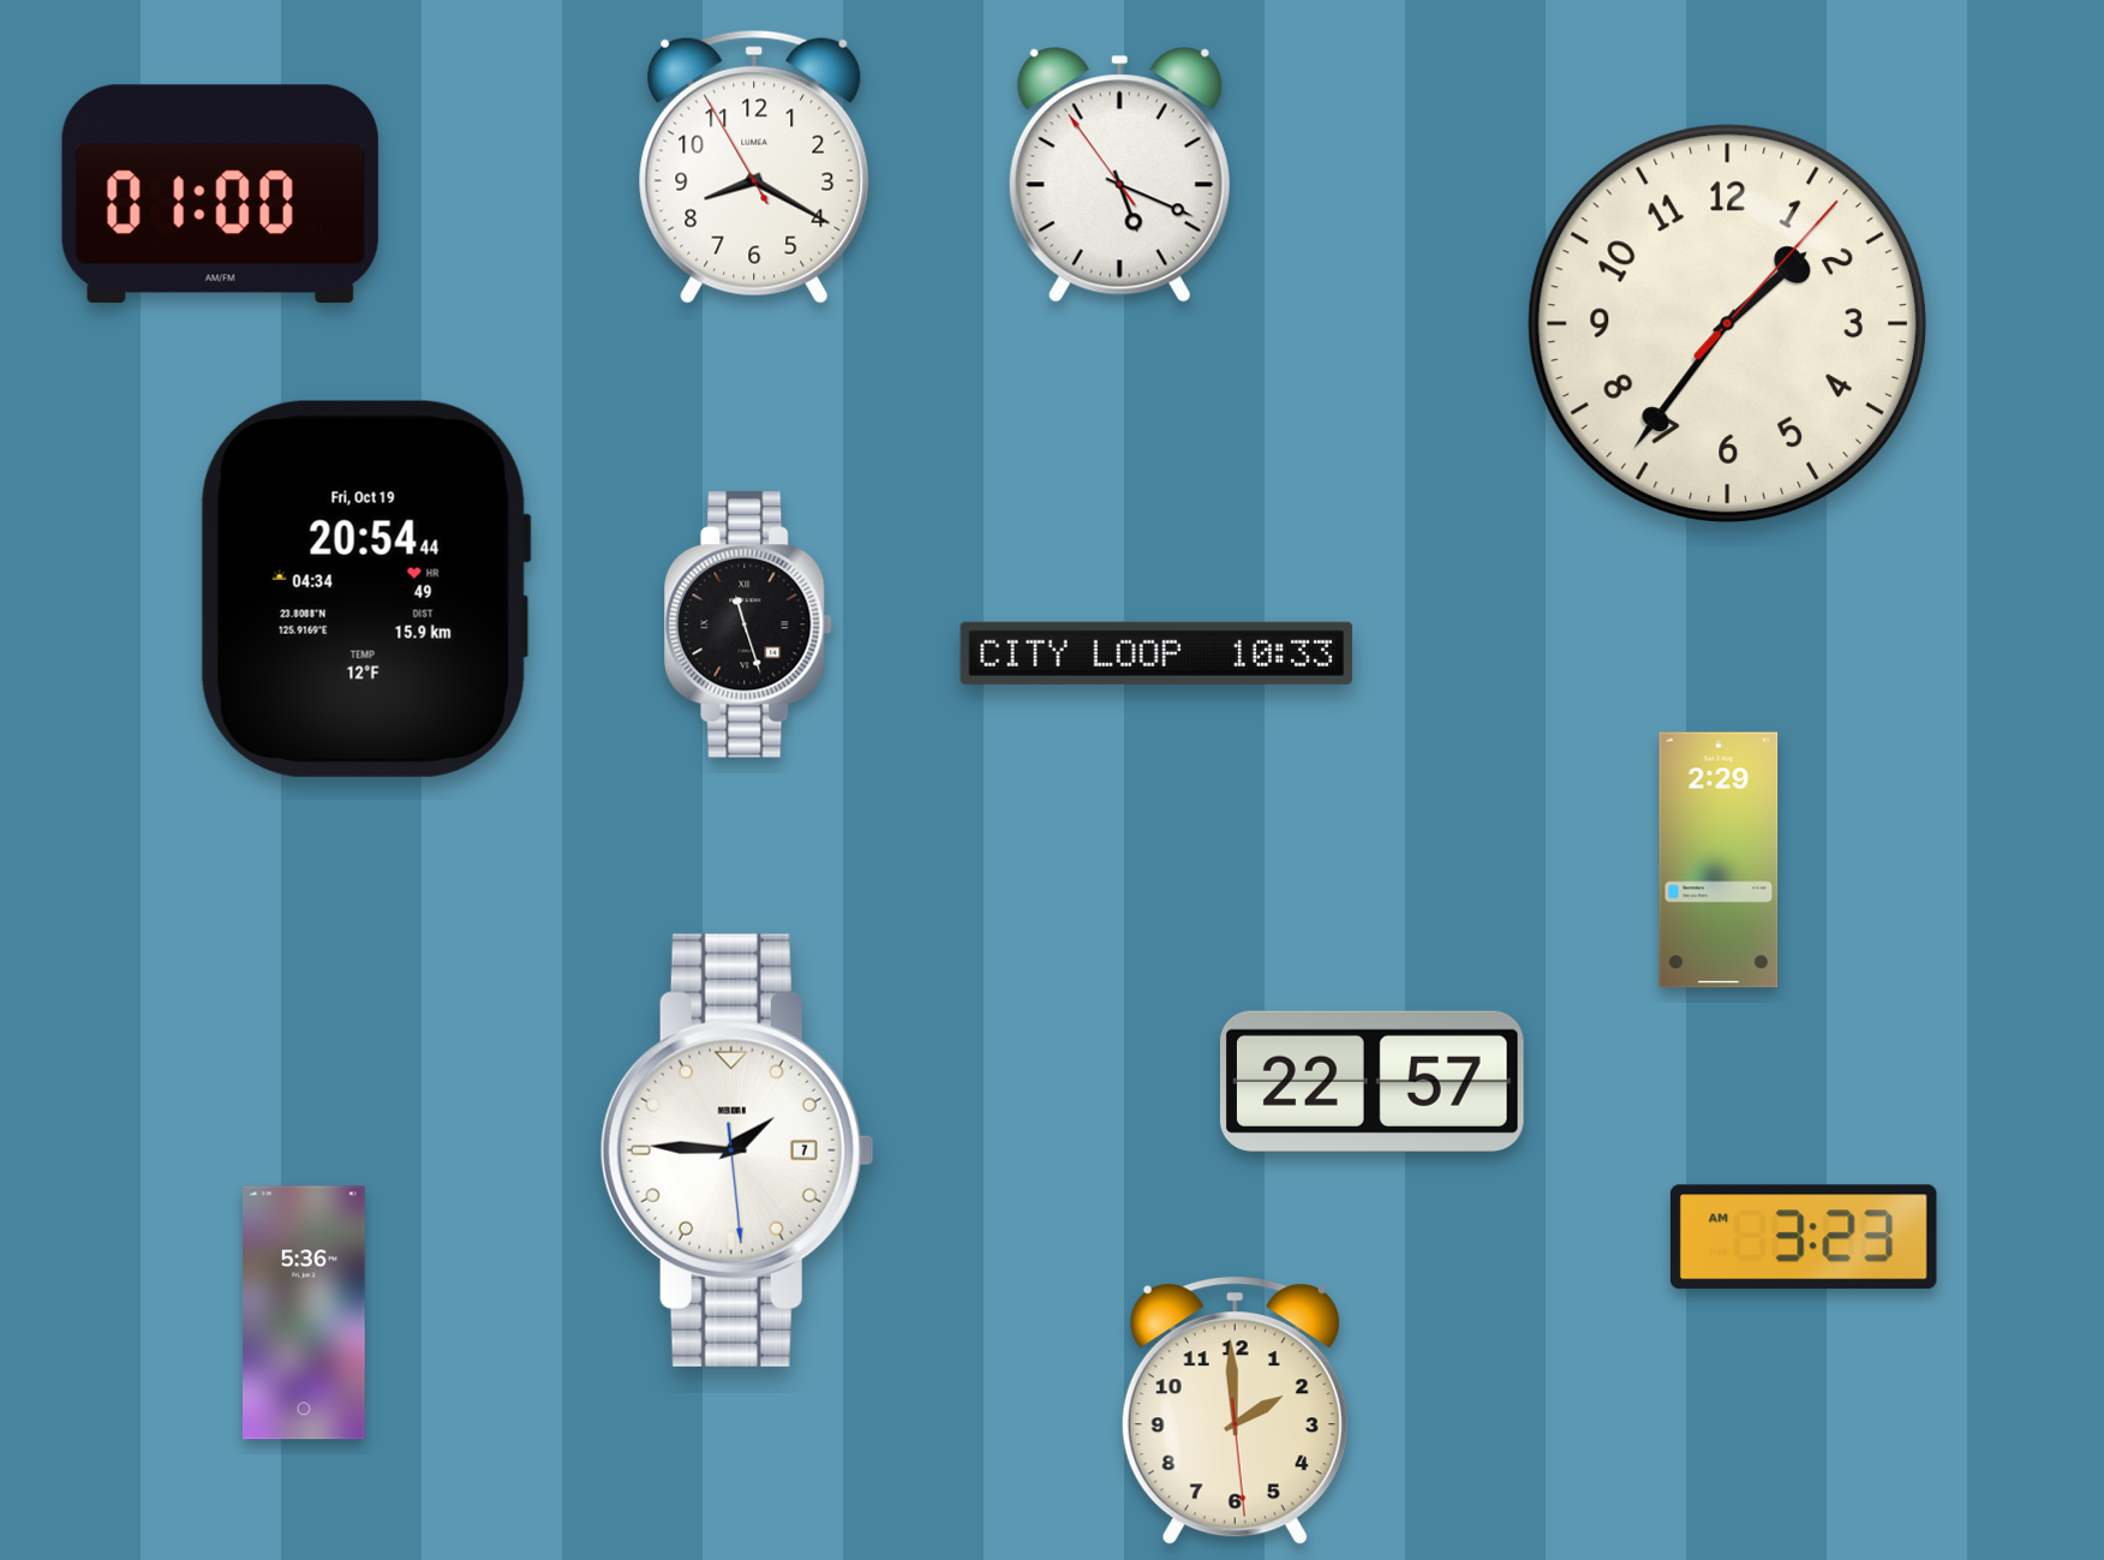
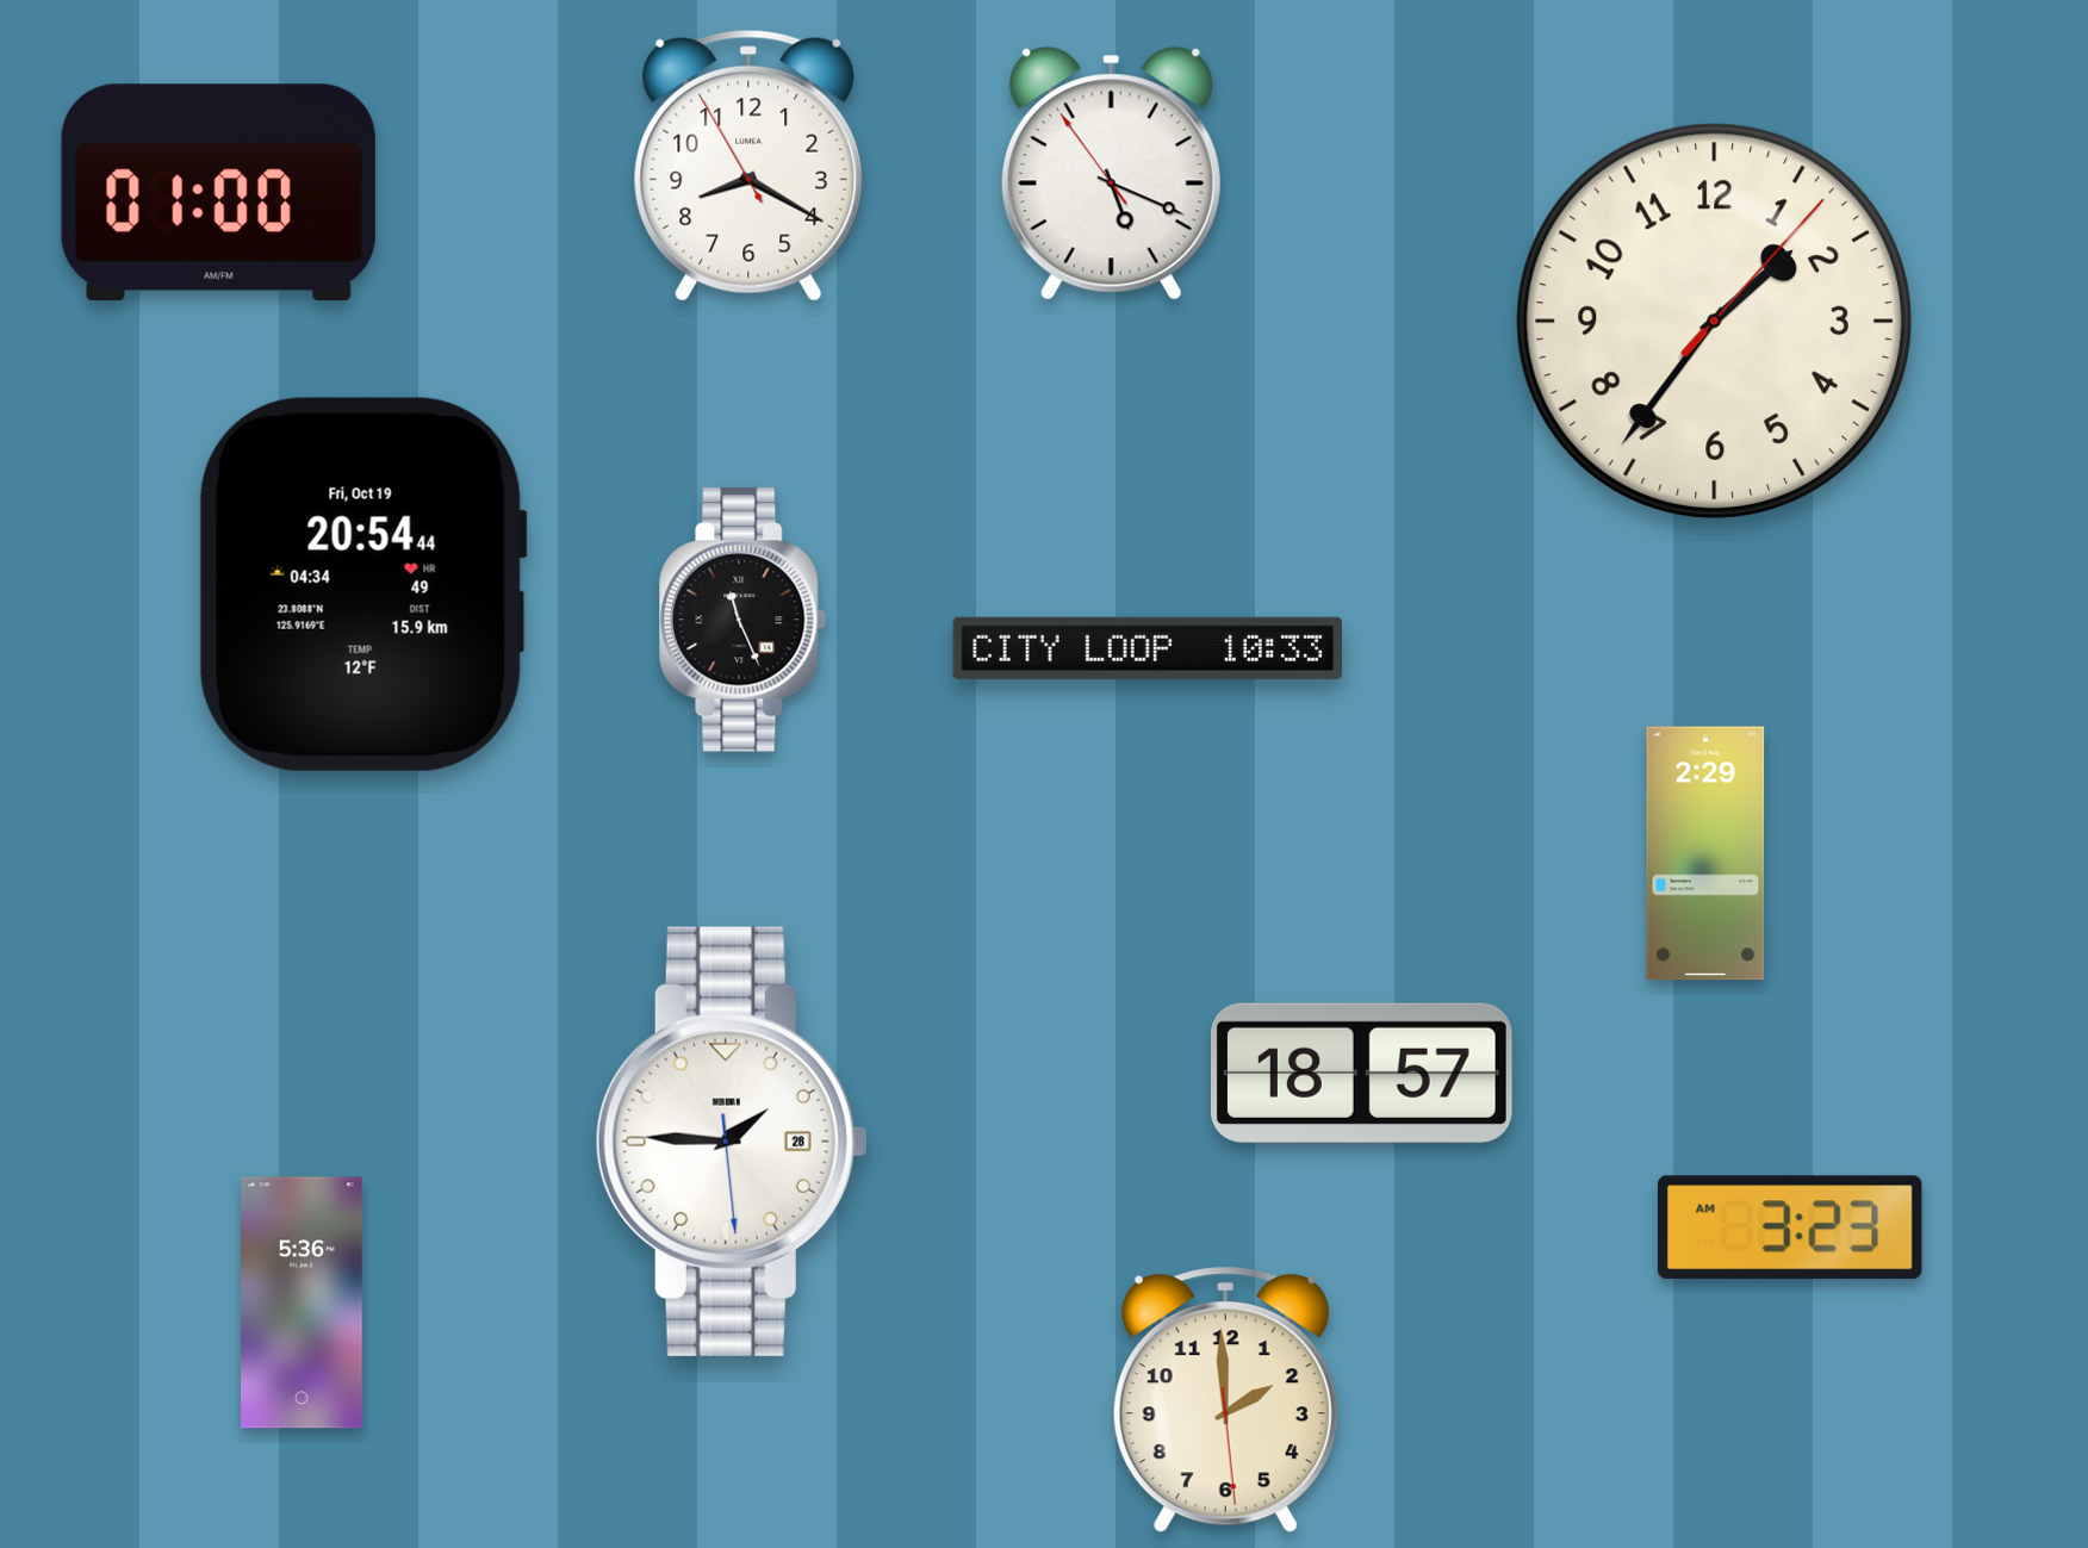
clock at (749, 624): 11:27 -> 11:26
clock at (1371, 1081): 22:57 -> 18:57
clock at (737, 1150) date: 7 -> 28
